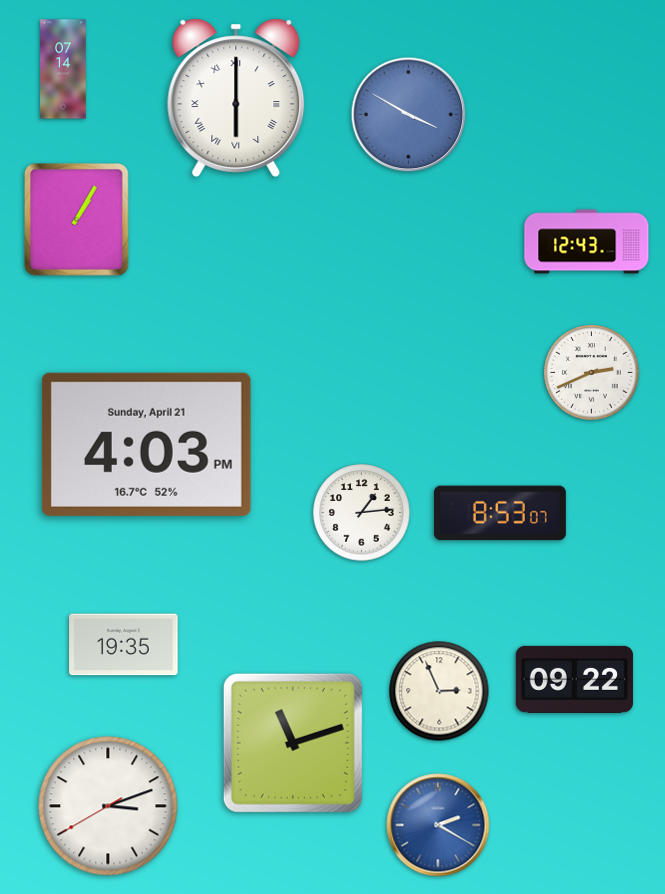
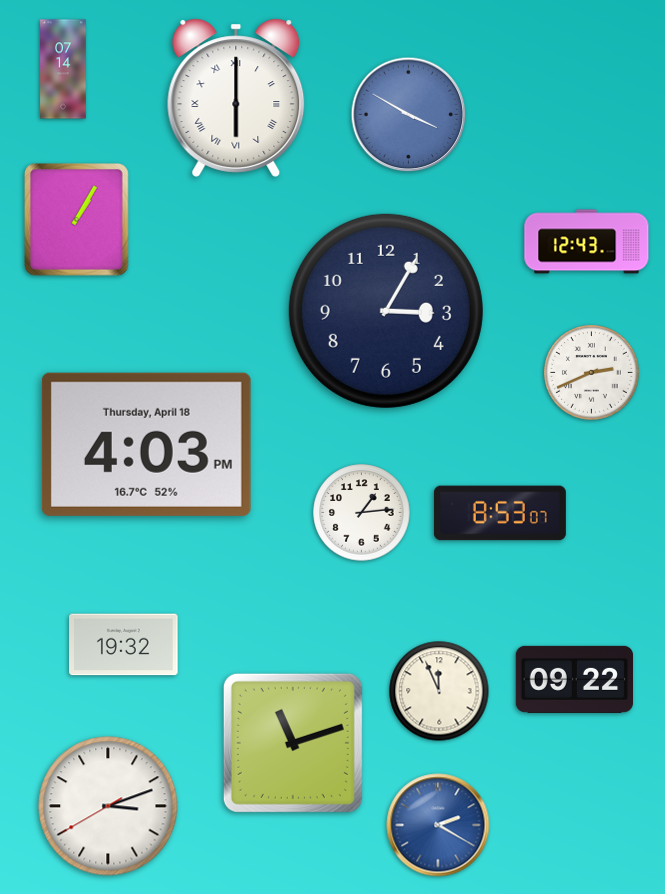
clock at (386, 311): none -> 3:05
clock at (146, 444) date: Sunday, April 21 -> Thursday, April 18
clock at (124, 645): 19:35 -> 19:32
clock at (439, 691): 2:56 -> 11:56
